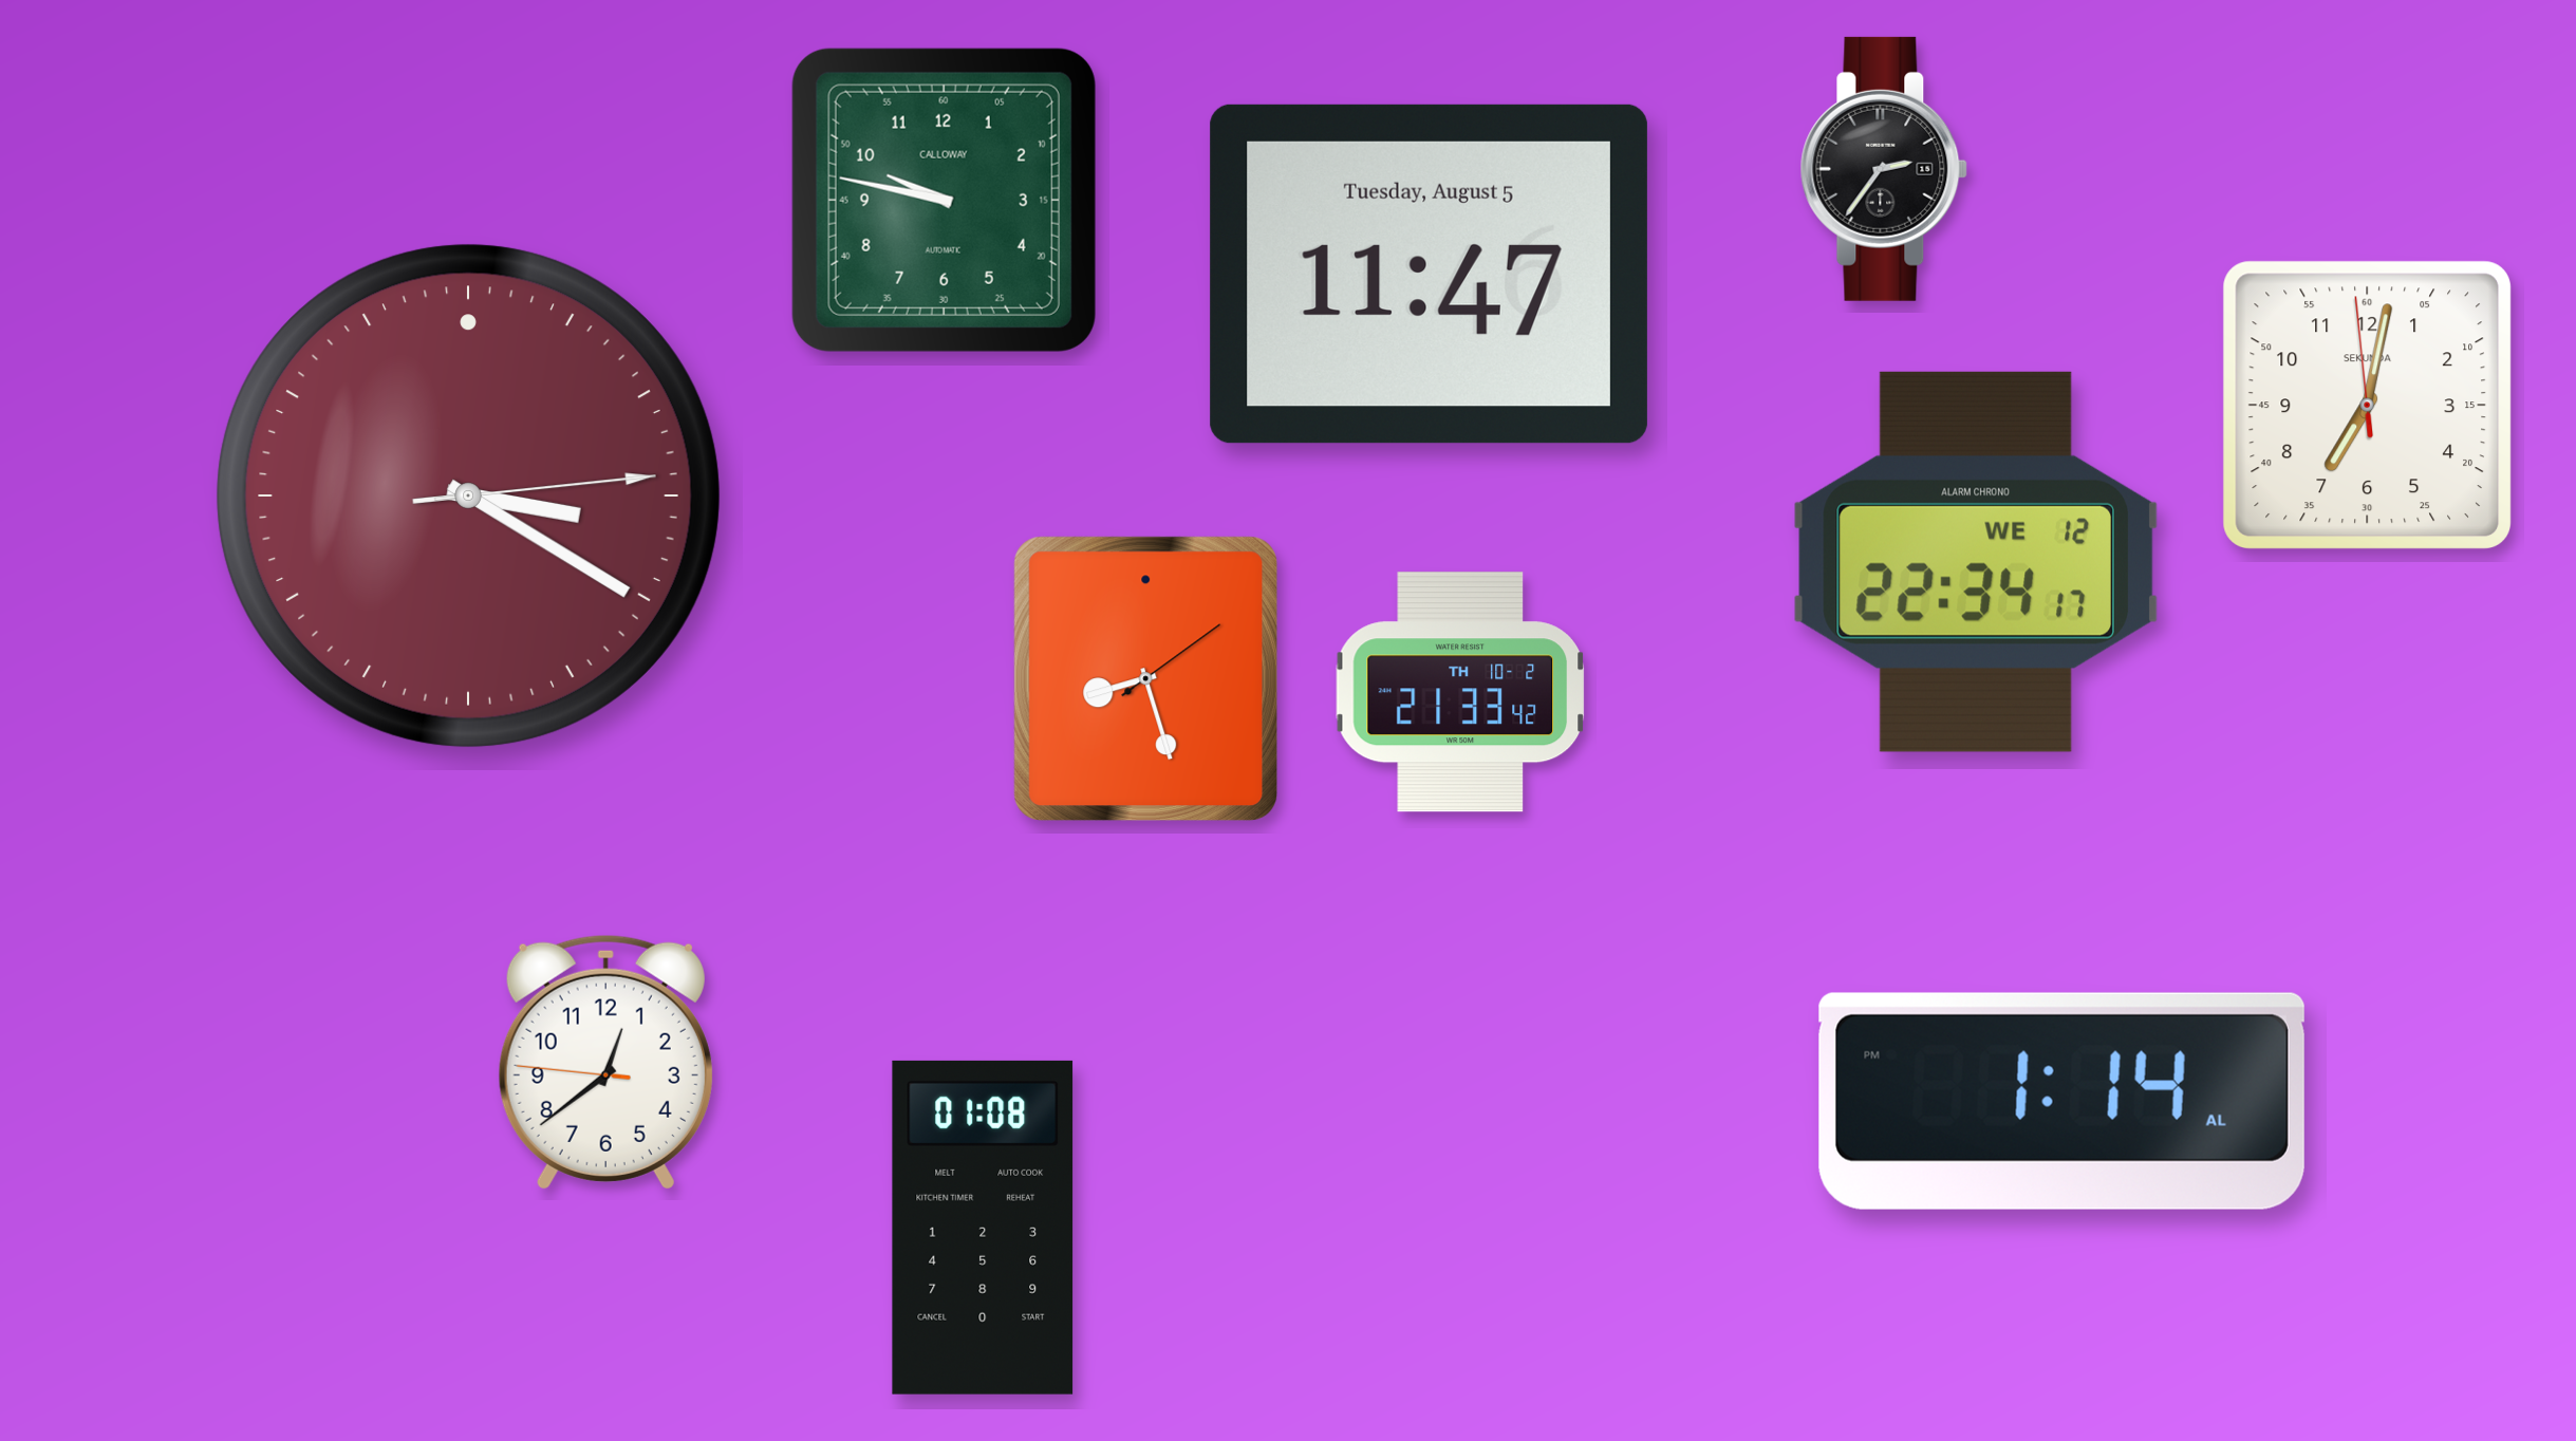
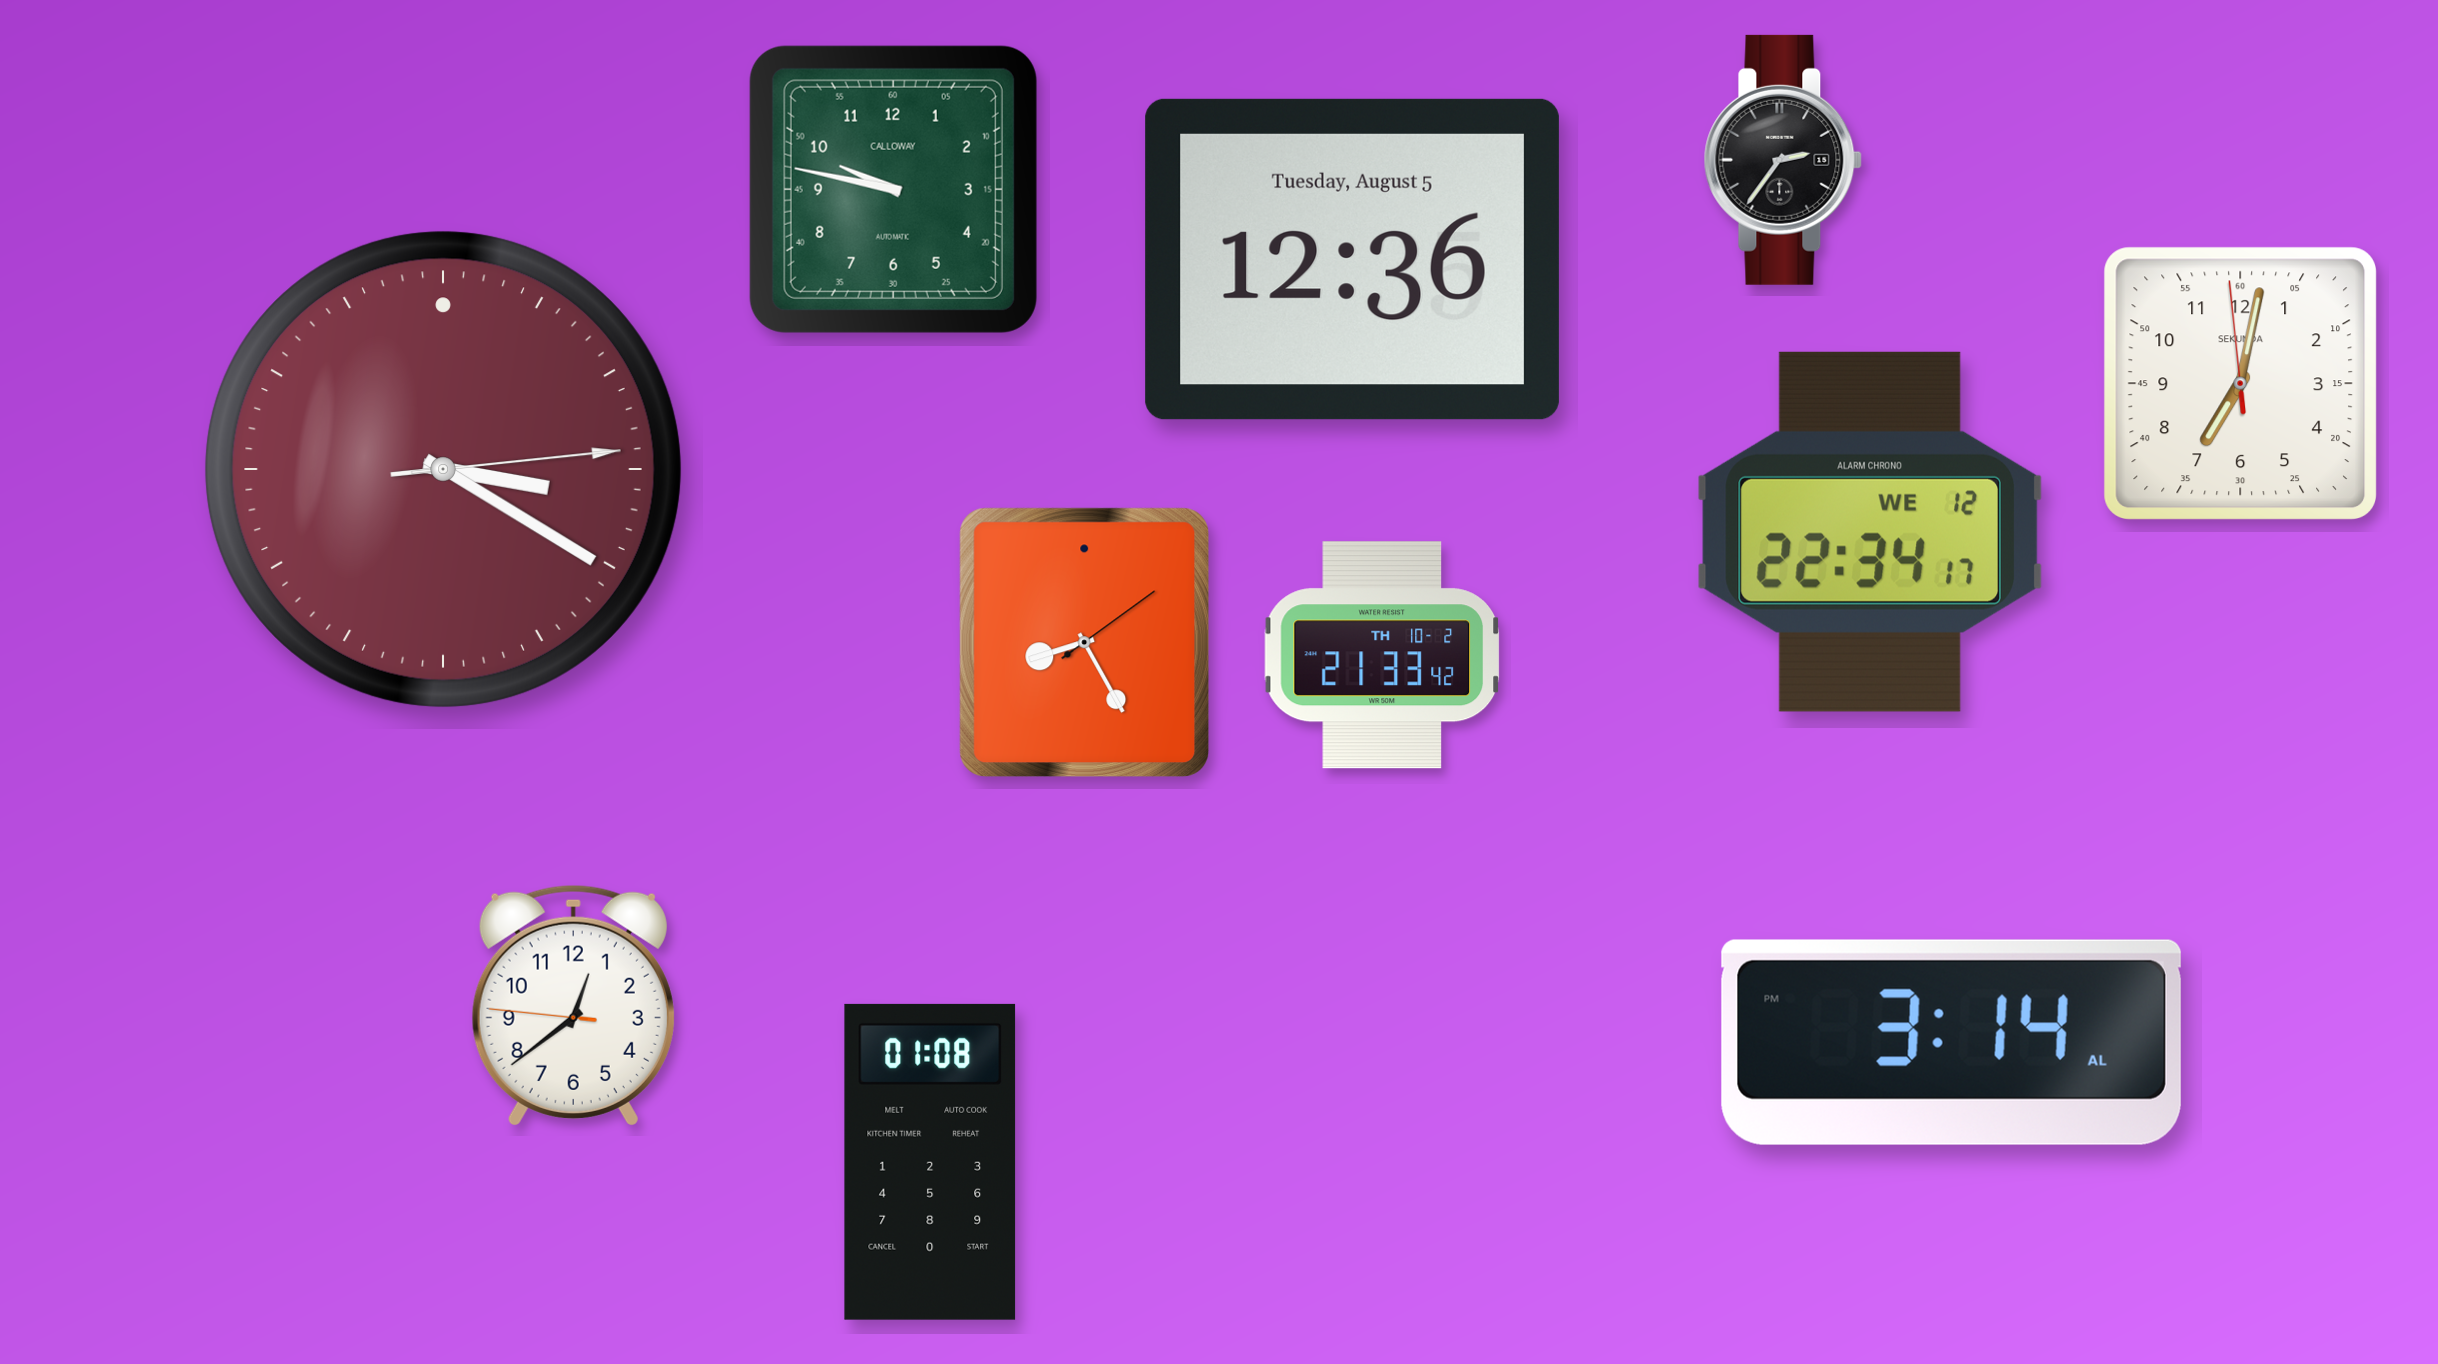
clock at (1429, 274): 11:47 -> 12:36
clock at (1146, 679): 8:27 -> 8:25
clock at (2061, 1101): 1:14 -> 3:14
